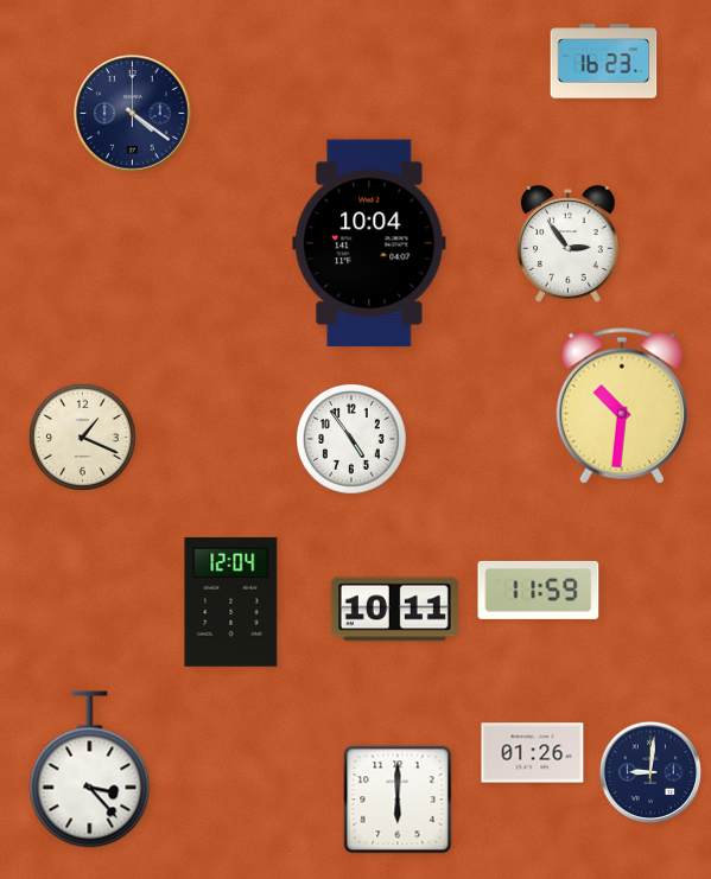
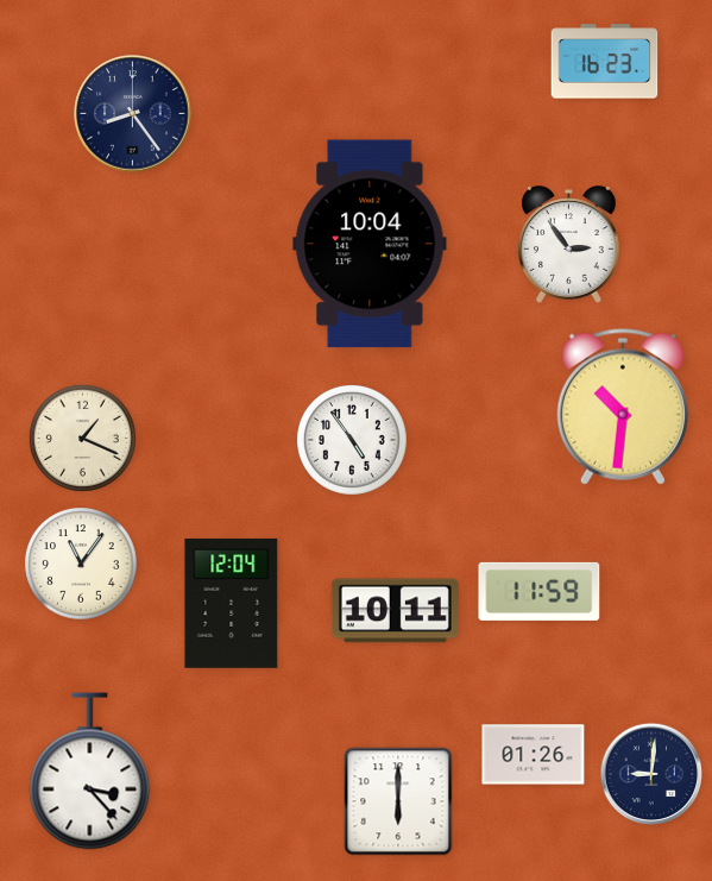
clock at (133, 114): 4:21 -> 8:24
clock at (81, 564): none -> 11:06
